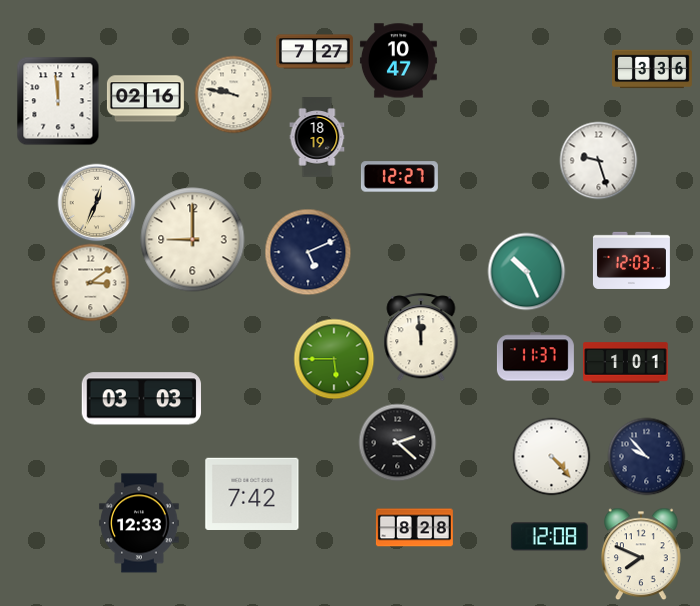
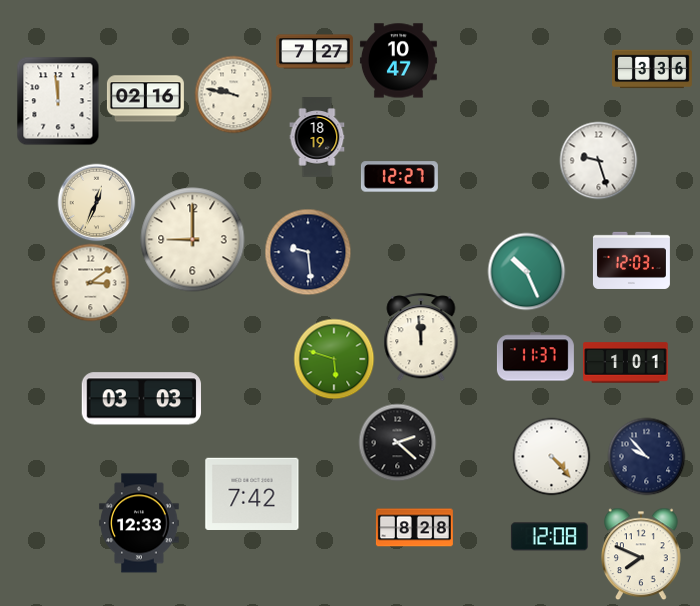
clock at (308, 252): 5:11 -> 9:29
clock at (334, 359): 5:45 -> 5:48
